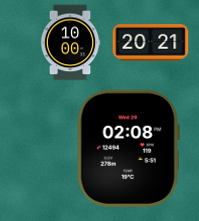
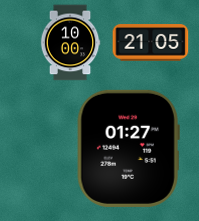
clock at (151, 43): 20:21 -> 21:05
clock at (128, 148): 02:08 -> 01:27
